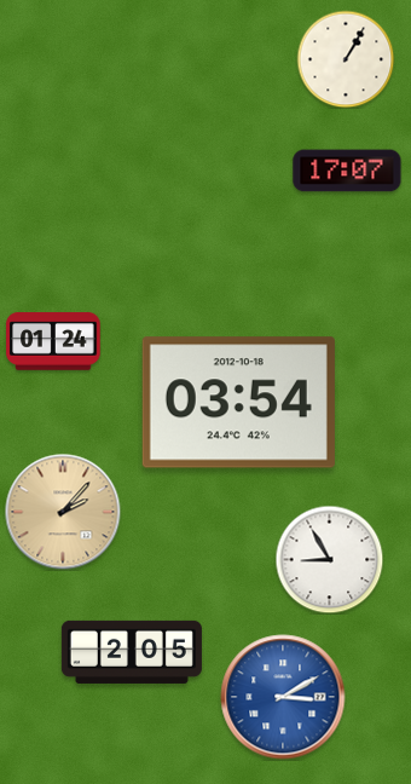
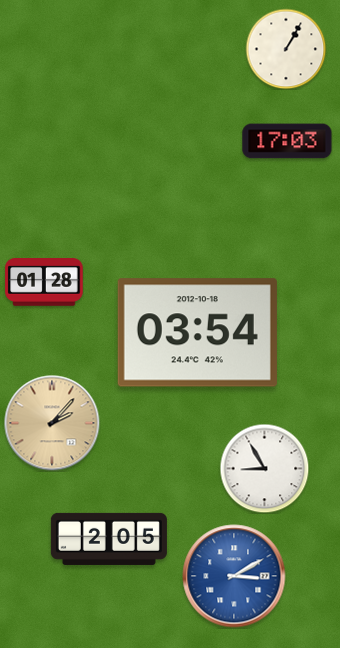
clock at (347, 171): 17:07 -> 17:03
clock at (53, 341): 01:24 -> 01:28
clock at (329, 559) position: (329, 559) -> (264, 468)
